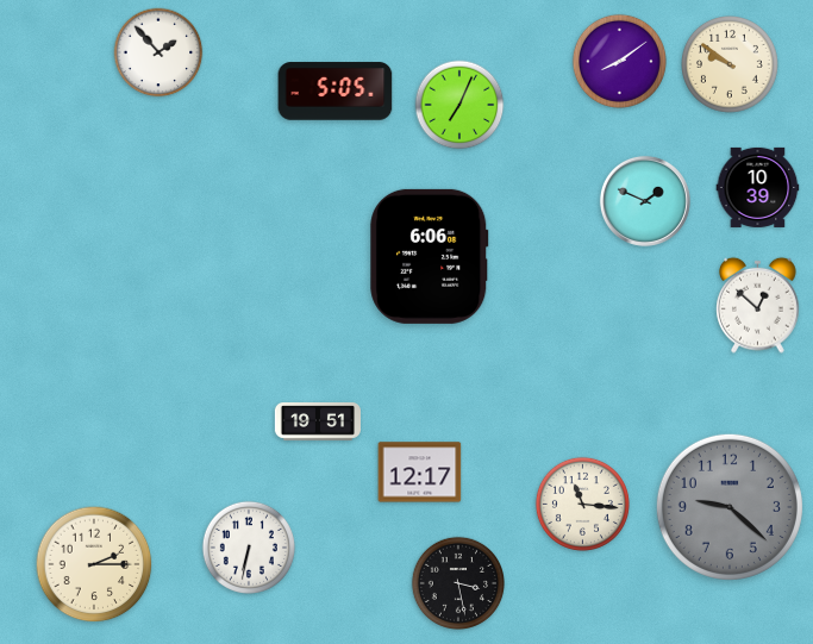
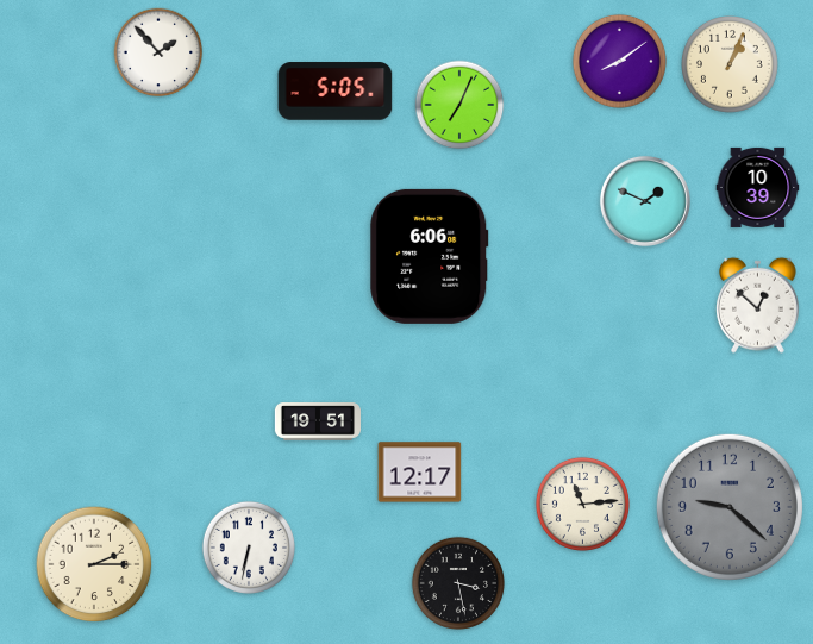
clock at (731, 65): 9:51 -> 1:04
clock at (582, 504): 11:16 -> 11:14
